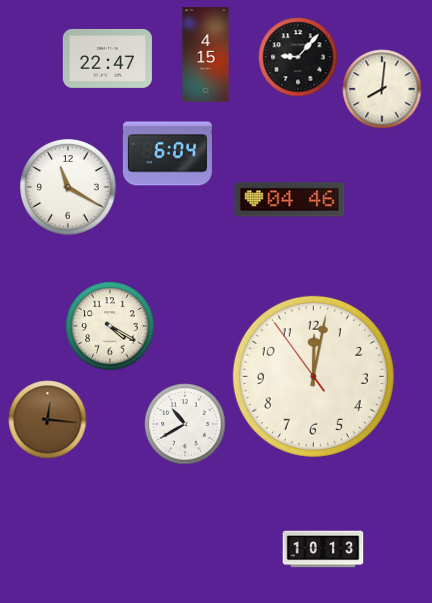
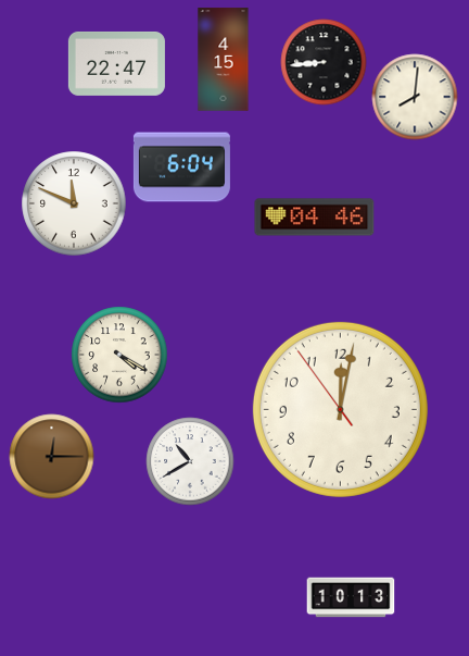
clock at (298, 57): 9:07 -> 8:44
clock at (68, 187): 11:20 -> 11:49
clock at (48, 420): 12:16 -> 12:15
clock at (185, 424) position: (185, 424) -> (190, 461)
